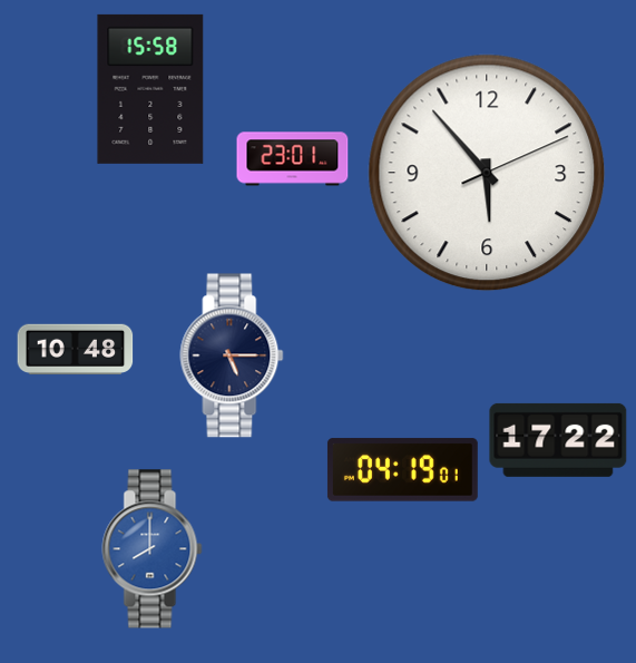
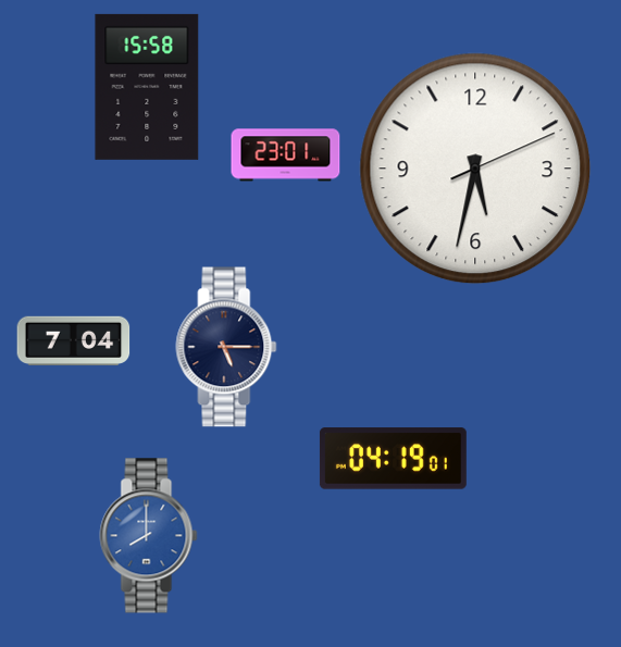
clock at (487, 173): 5:53 -> 5:32
clock at (76, 349): 10:48 -> 7:04
clock at (558, 440): 17:22 -> none
